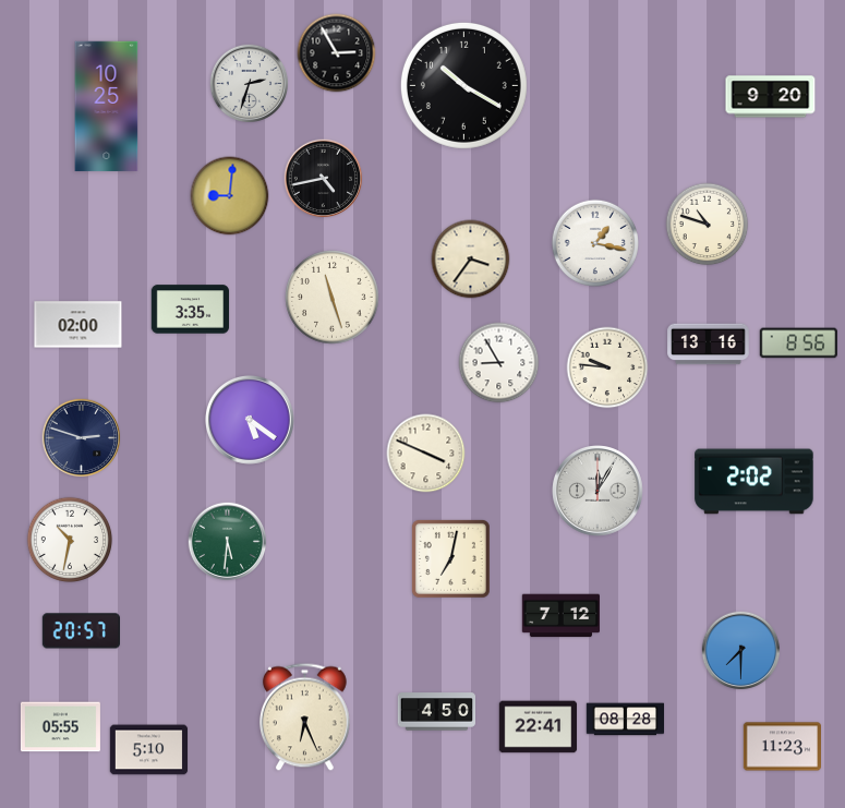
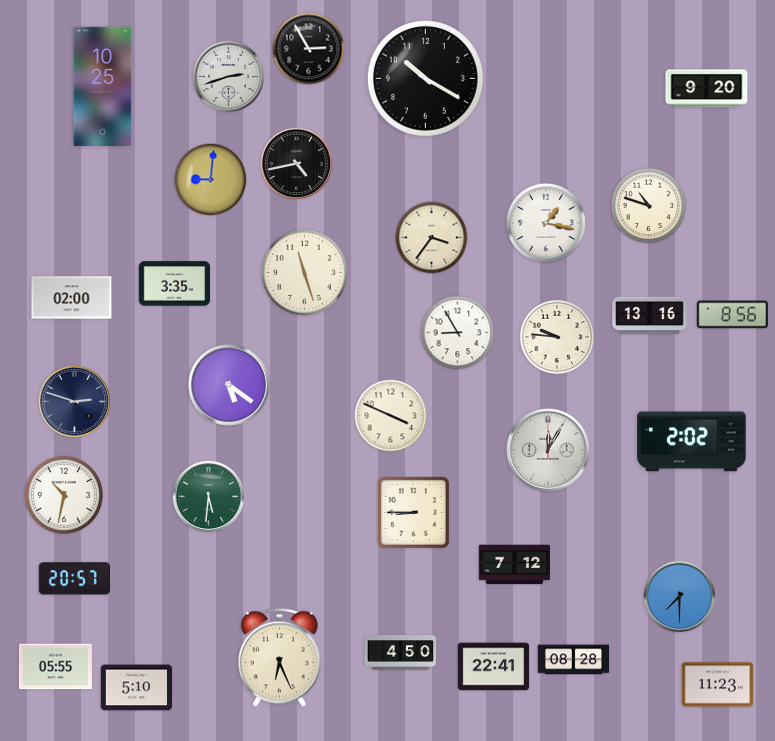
clock at (250, 84): 2:33 -> 2:42
clock at (107, 107) position: (107, 107) -> (103, 87)
clock at (450, 558): 7:02 -> 8:45
